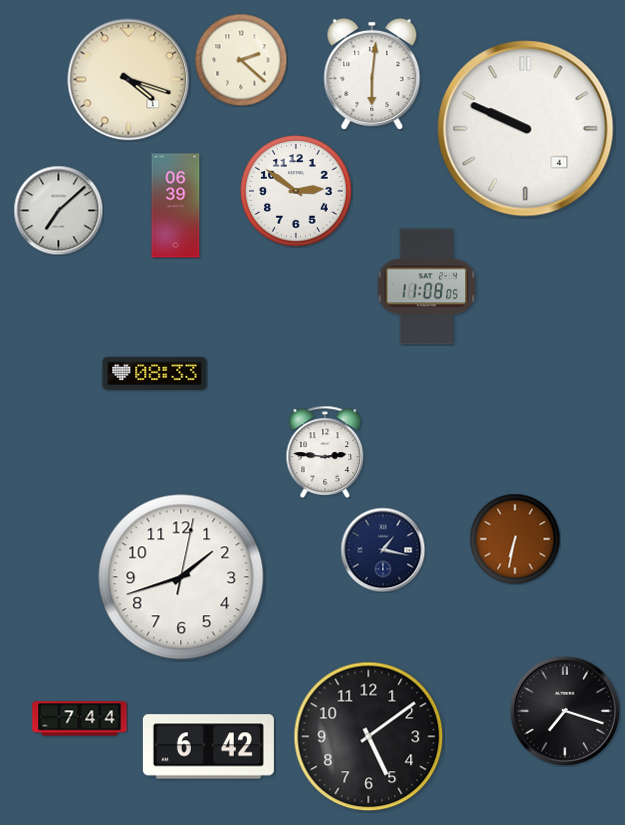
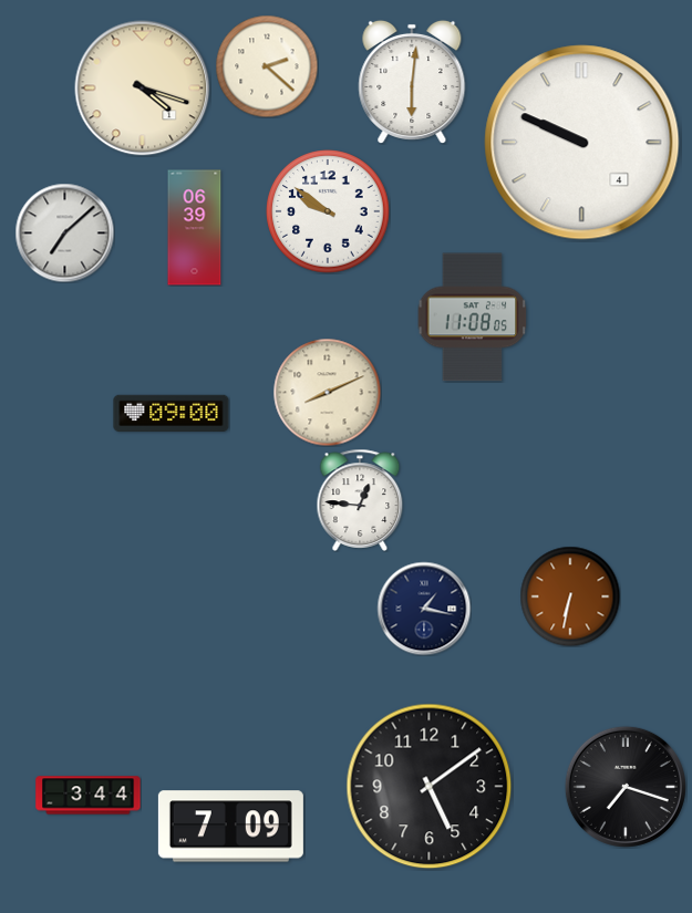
clock at (296, 191): 2:51 -> 9:51
clock at (327, 392): none -> 8:11
clock at (155, 373): 08:33 -> 09:00
clock at (325, 452): 2:46 -> 12:46
clock at (181, 577): 1:42 -> none
clock at (80, 719): 7:44 -> 3:44
clock at (369, 737) position: (369, 737) -> (430, 787)
clock at (208, 747): 6:42 -> 7:09
